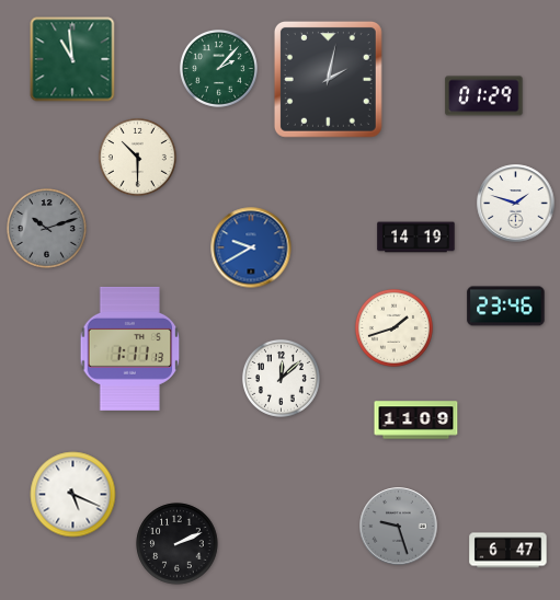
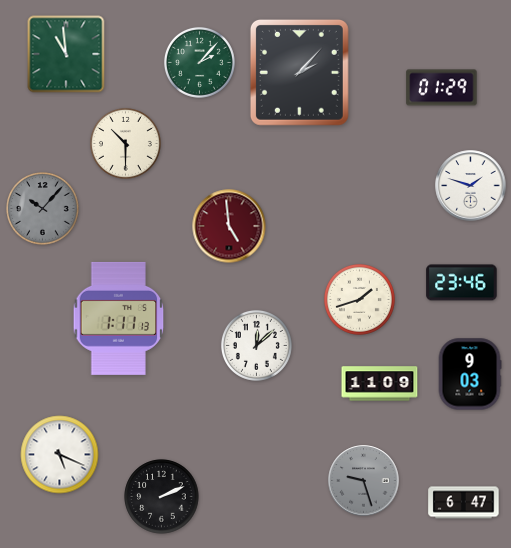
clock at (328, 79): 2:02 -> 2:07
clock at (47, 229): 10:12 -> 10:07
clock at (416, 238): 14:19 -> none
clock at (251, 247): 9:40 -> 4:59
clock at (251, 247) dial: blue -> burgundy
clock at (506, 307) position: (506, 307) -> (462, 283)
clock at (470, 374): none -> 9:03
clock at (73, 495) position: (73, 495) -> (60, 455)
